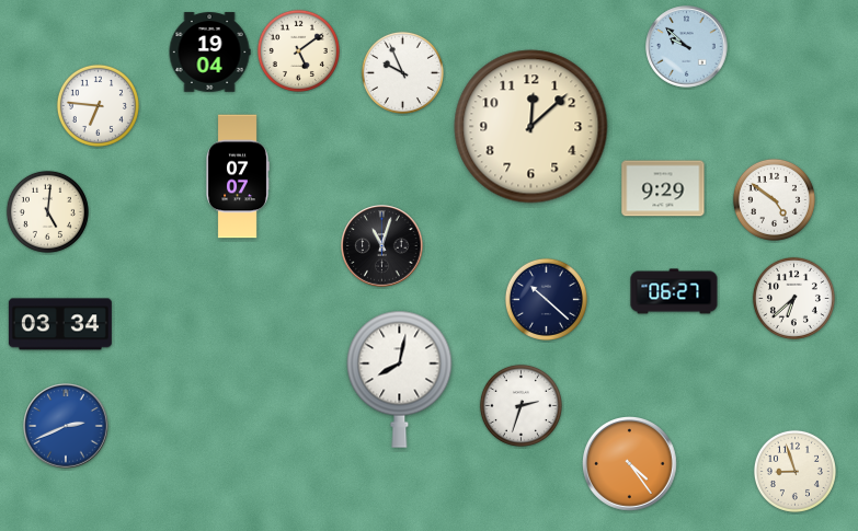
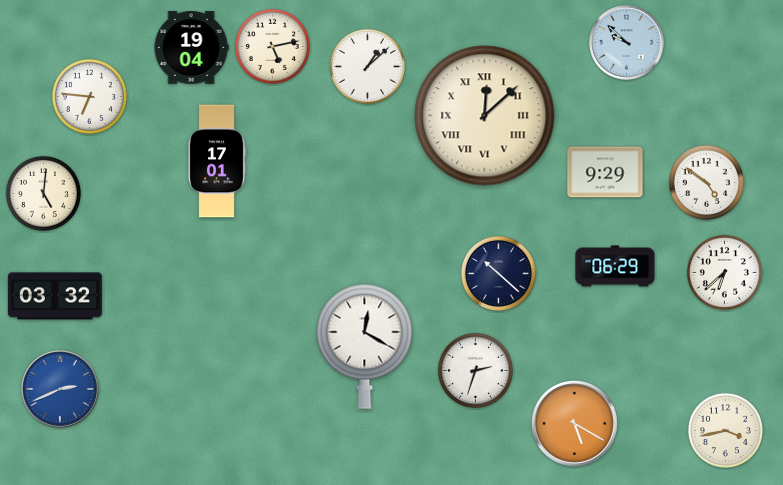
clock at (298, 50): 5:09 -> 5:13
clock at (402, 72): 9:56 -> 1:08
clock at (531, 127) numerals: Arabic -> Roman
clock at (238, 176): 07:07 -> 17:01
clock at (382, 246): 11:03 -> none
clock at (674, 291): 06:27 -> 06:29
clock at (60, 324): 03:34 -> 03:32
clock at (400, 379): 8:02 -> 12:20
clock at (630, 464): 4:24 -> 5:20
clock at (794, 471): 8:57 -> 3:43
